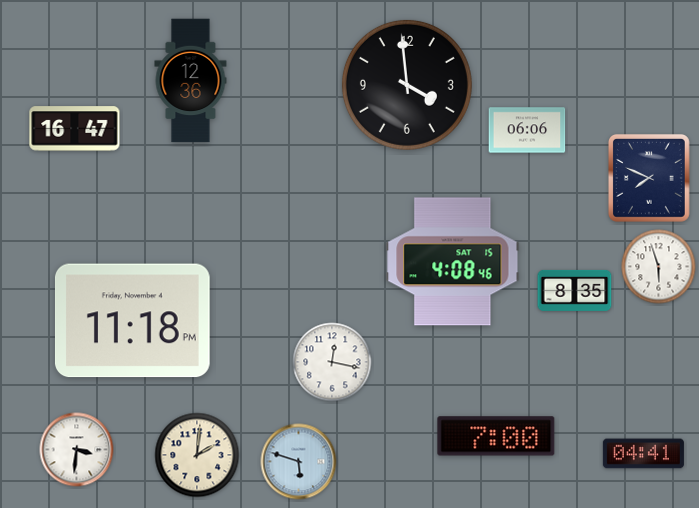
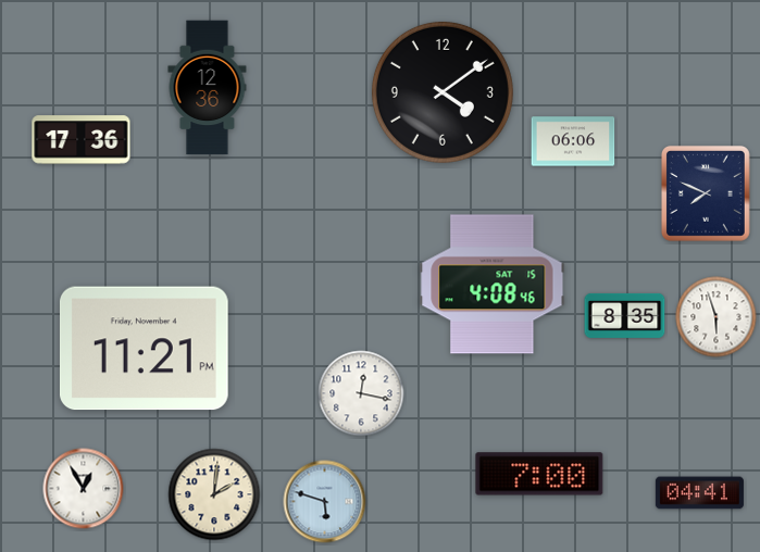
clock at (407, 85): 3:59 -> 4:09
clock at (75, 129): 16:47 -> 17:36
clock at (659, 267) position: (659, 267) -> (717, 317)
clock at (132, 321): 11:18 -> 11:21
clock at (77, 450): 3:31 -> 12:55
